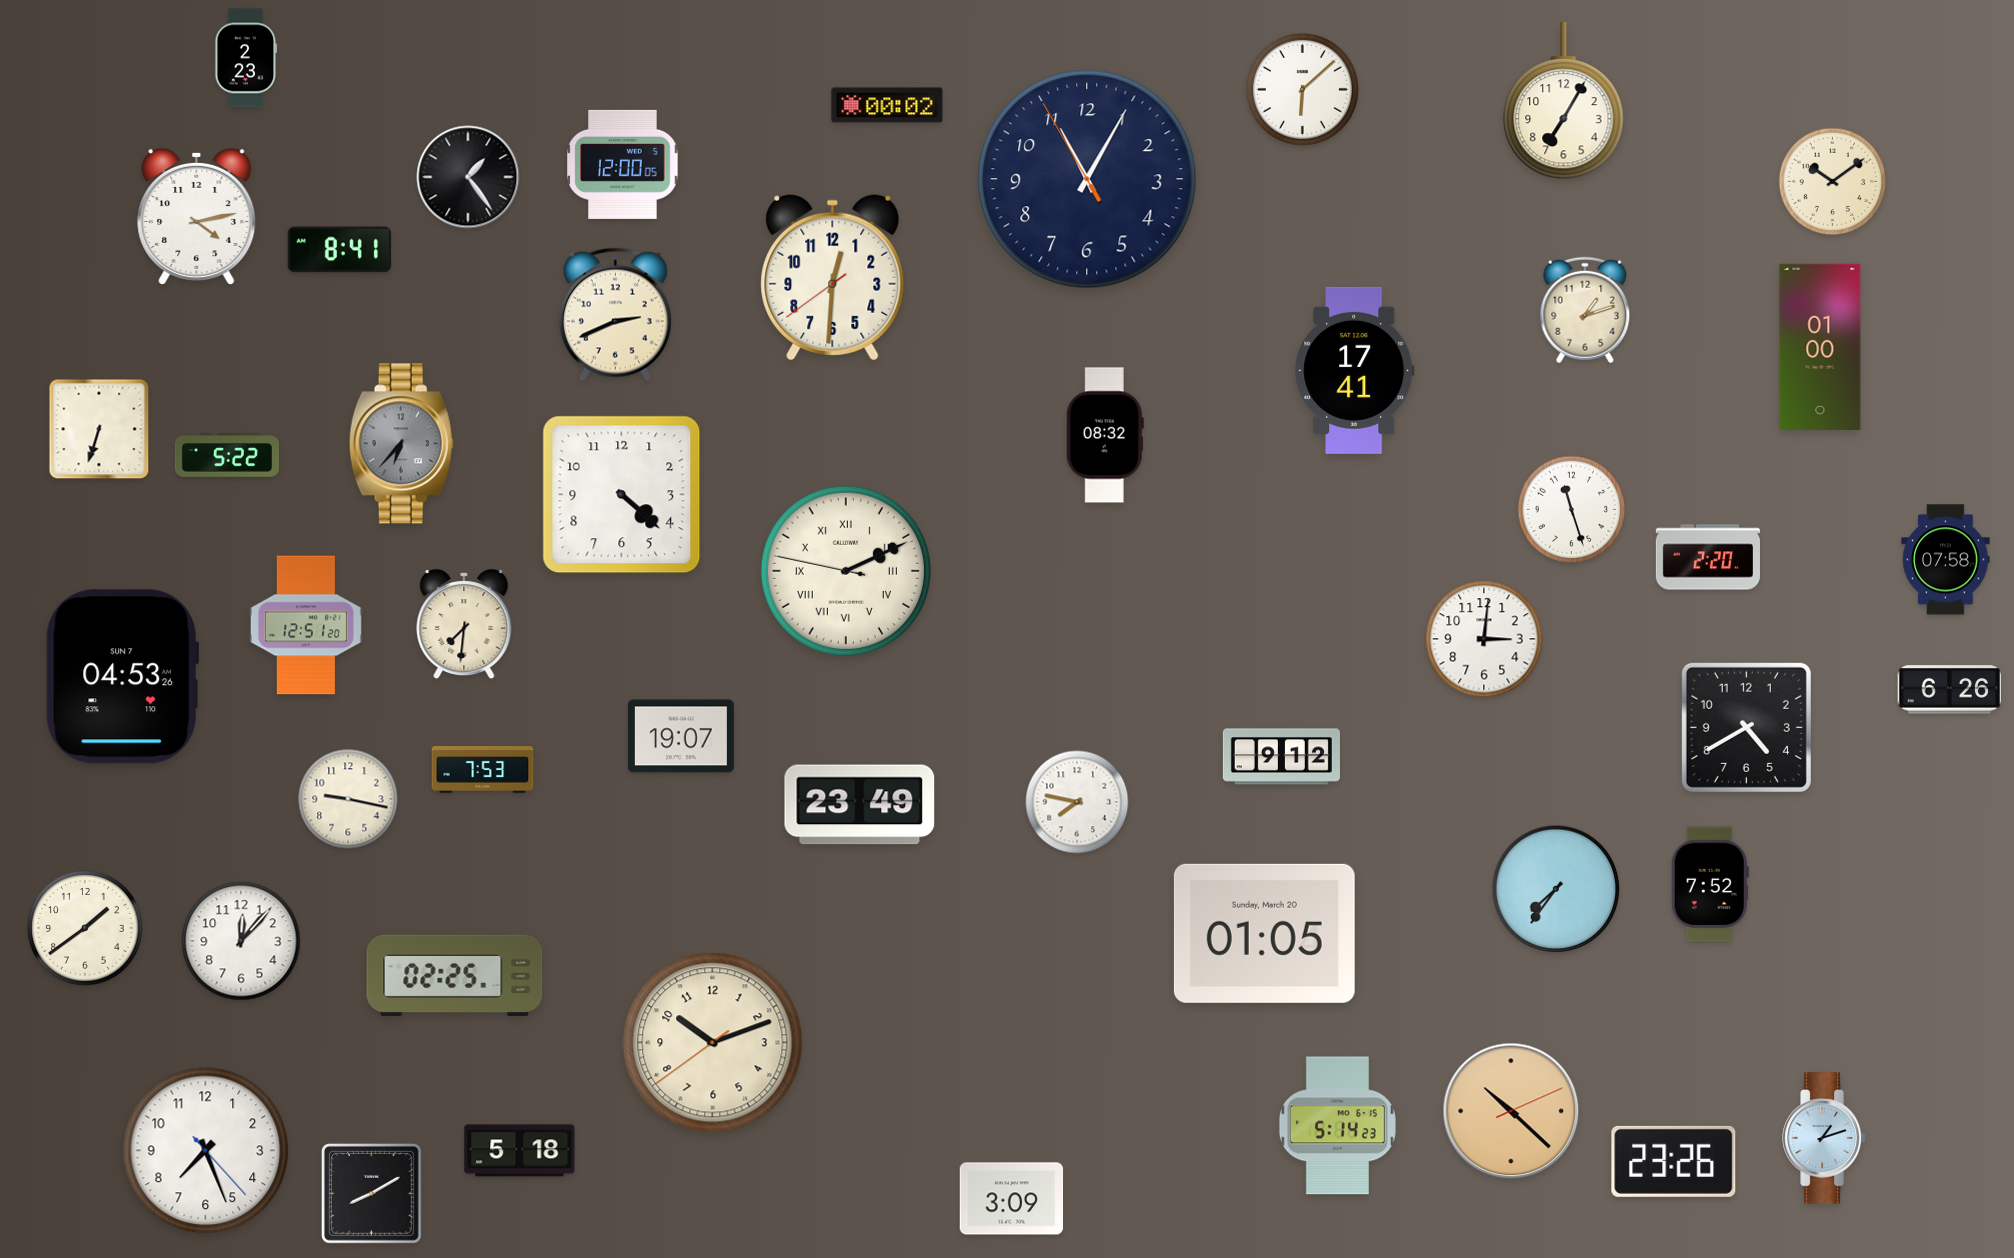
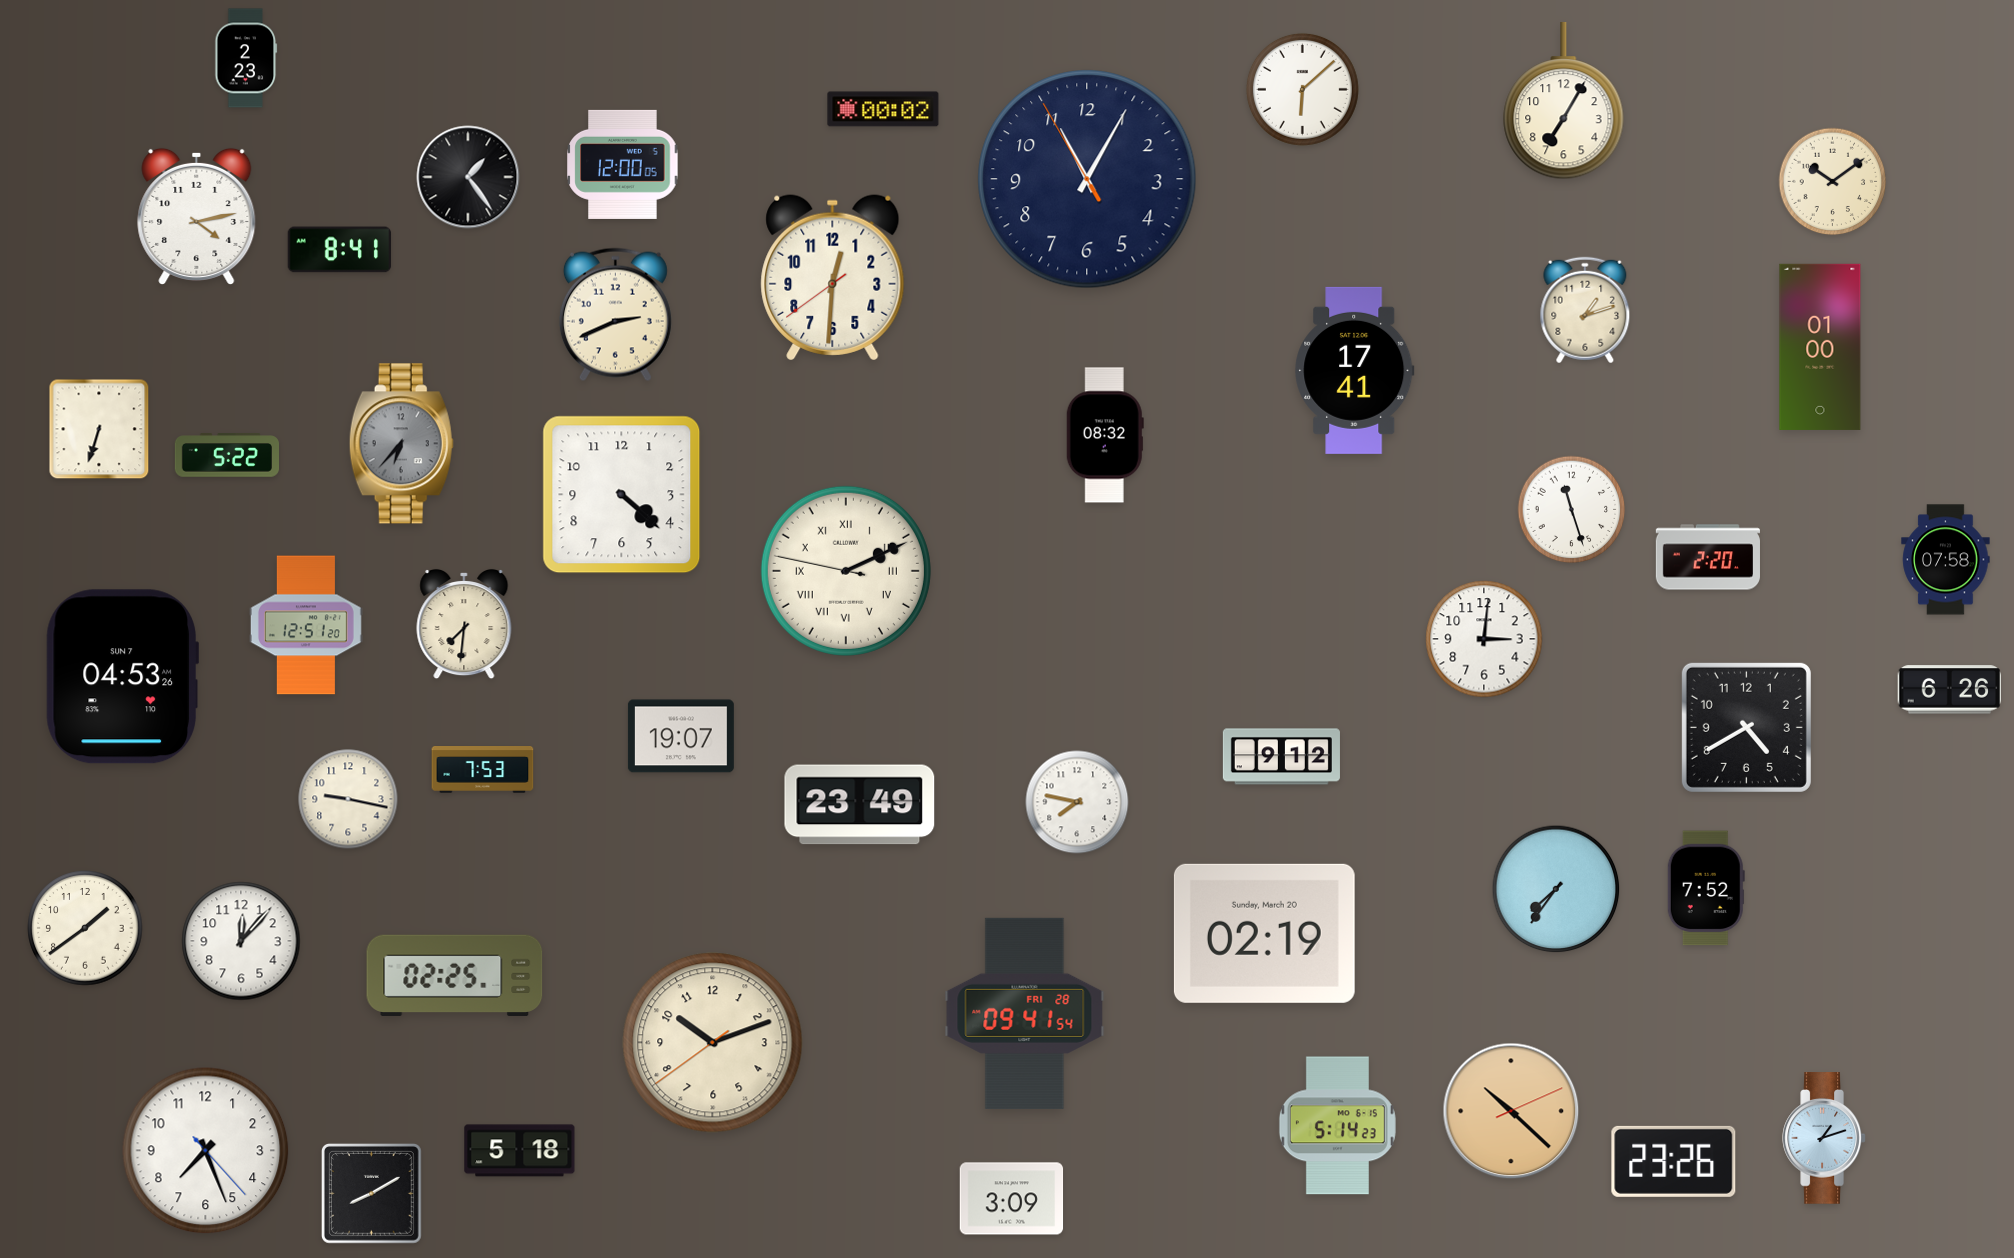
clock at (887, 105) position: (887, 105) -> (883, 109)
clock at (1710, 884) position: (1710, 884) -> (1706, 888)
clock at (1264, 933): 01:05 -> 02:19
clock at (1025, 1013): none -> 09:41
